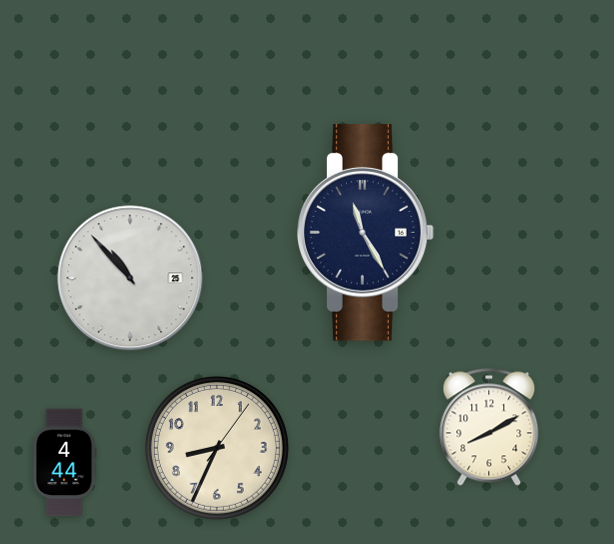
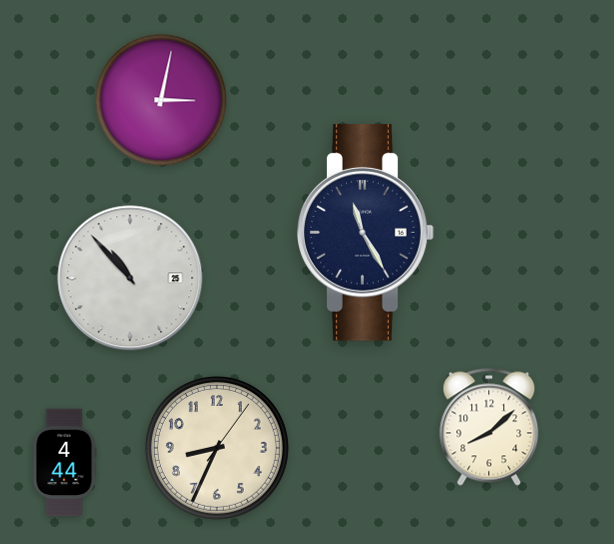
clock at (161, 100): none -> 3:02
clock at (489, 427): 8:10 -> 8:08
